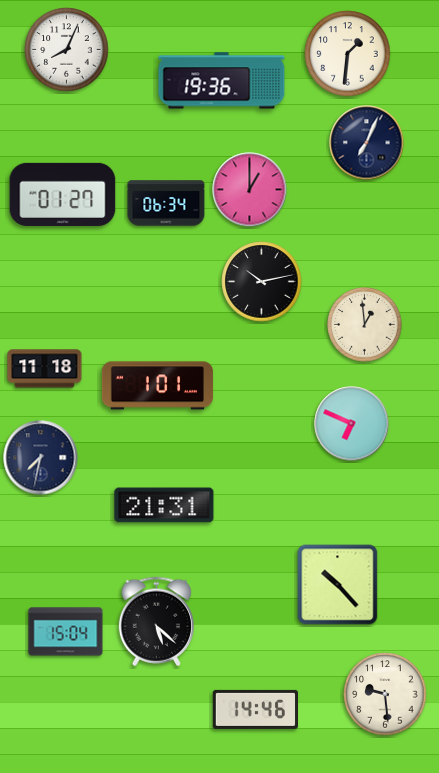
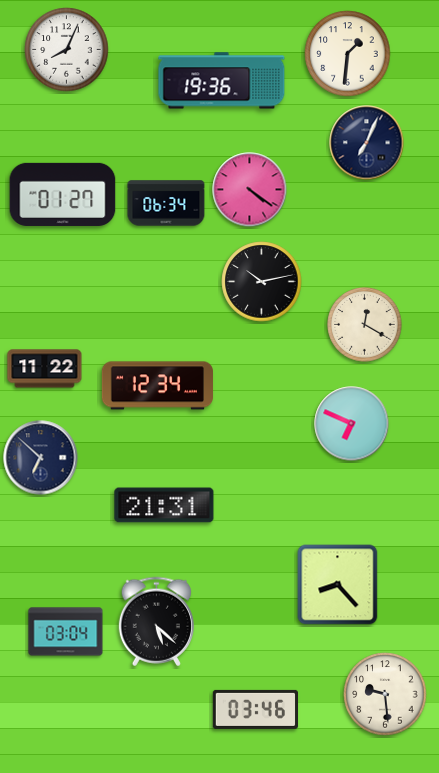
clock at (250, 190): 1:00 -> 4:21
clock at (365, 325): 12:59 -> 12:20
clock at (45, 369): 11:18 -> 11:22
clock at (157, 386): 1:01 -> 12:34
clock at (41, 458): 7:32 -> 6:52
clock at (338, 585): 10:23 -> 8:23
clock at (66, 632): 15:04 -> 03:04
clock at (256, 709): 14:46 -> 03:46
